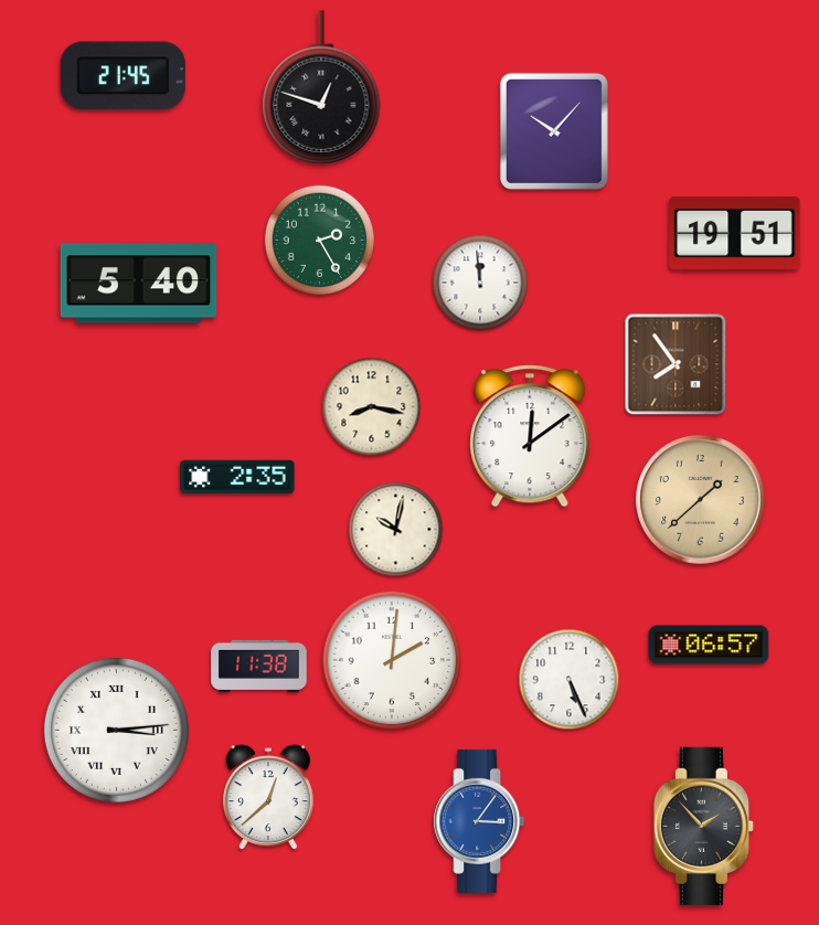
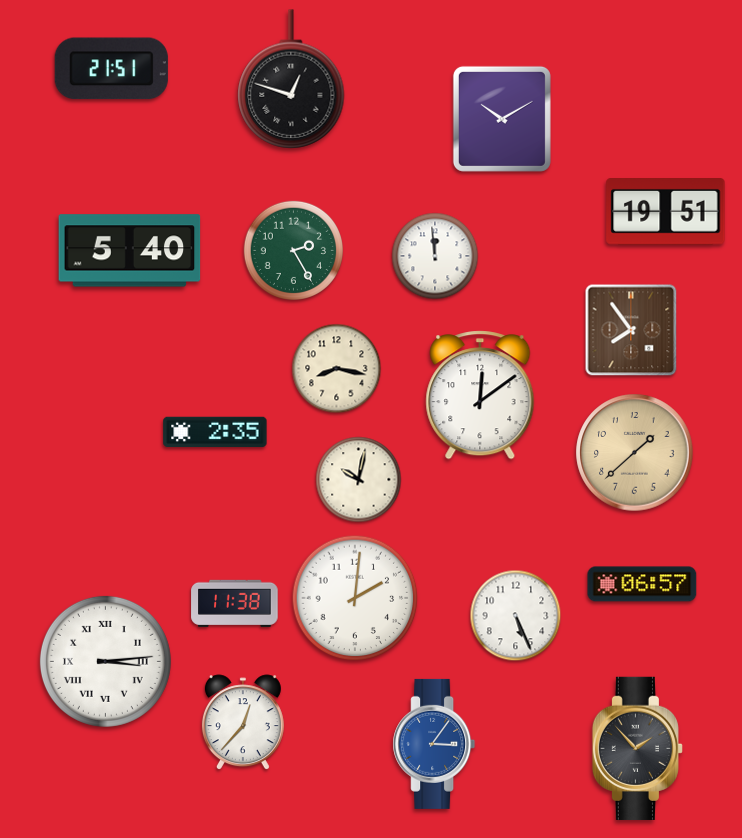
clock at (123, 76): 21:45 -> 21:51
clock at (554, 131): 10:07 -> 10:10
clock at (319, 240) position: (319, 240) -> (293, 250)
clock at (139, 284) position: (139, 284) -> (130, 251)
clock at (676, 364) position: (676, 364) -> (631, 330)
clock at (268, 798): 12:38 -> 12:37
